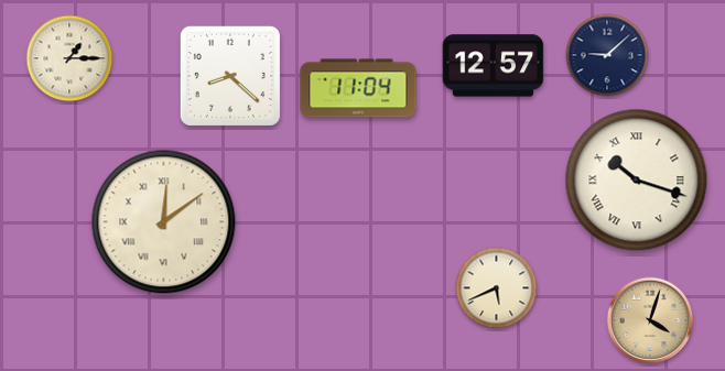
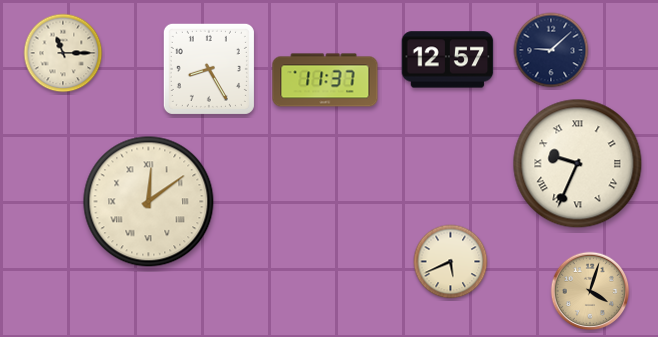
clock at (69, 58): 1:15 -> 11:15
clock at (230, 76): 8:22 -> 8:25
clock at (358, 88): 11:04 -> 11:37
clock at (637, 181): 10:18 -> 9:34
